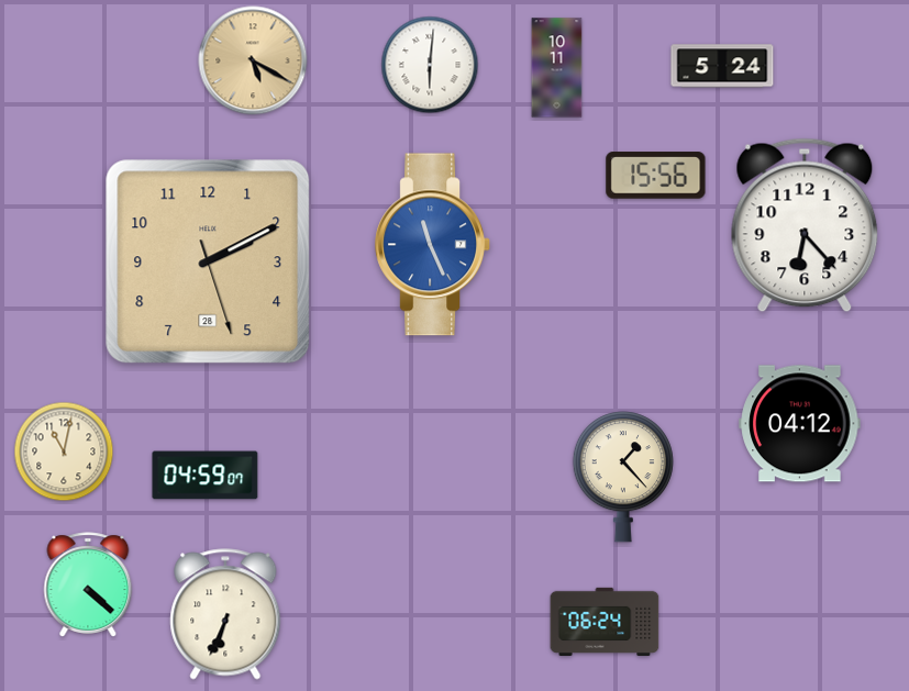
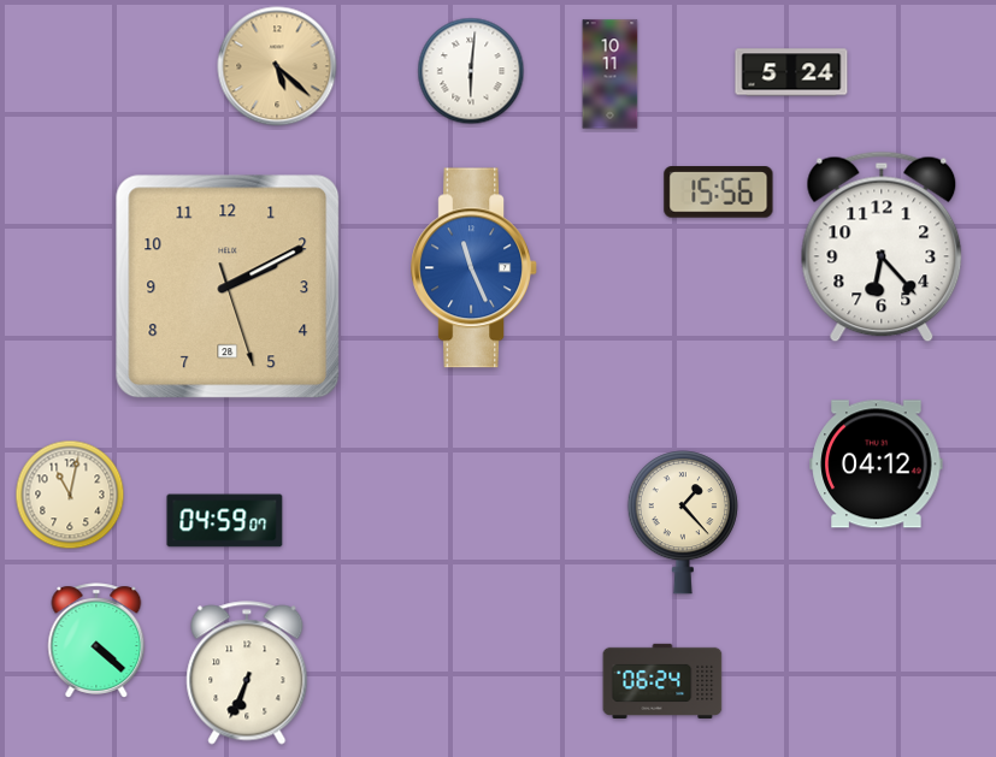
clock at (253, 60): 5:20 -> 5:22
